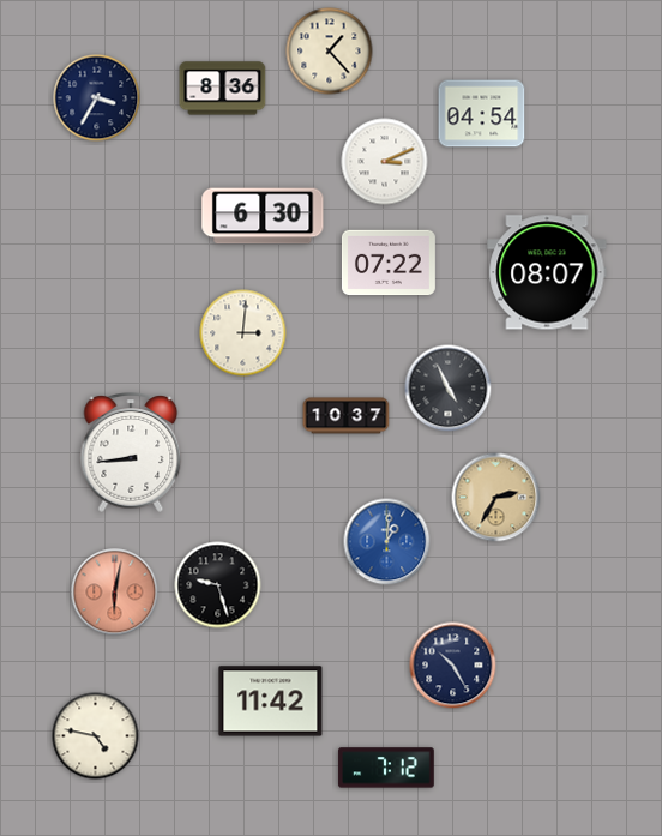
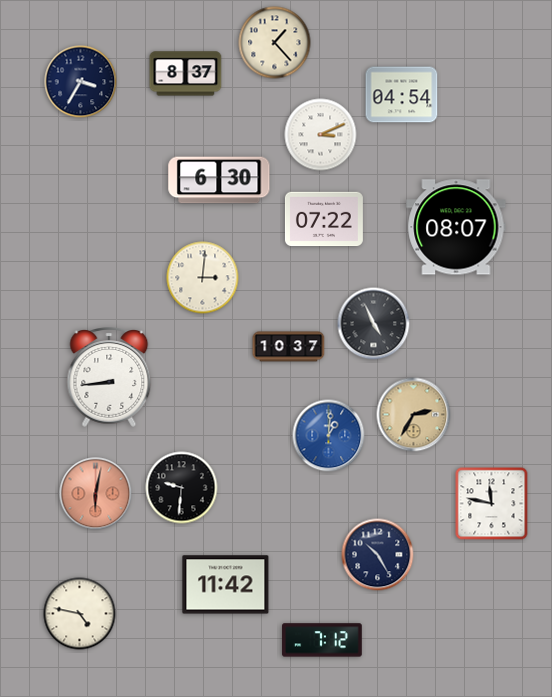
clock at (223, 89): 8:36 -> 8:37
clock at (387, 542) position: (387, 542) -> (329, 436)
clock at (218, 585): 9:27 -> 9:31
clock at (492, 504): none -> 11:47
